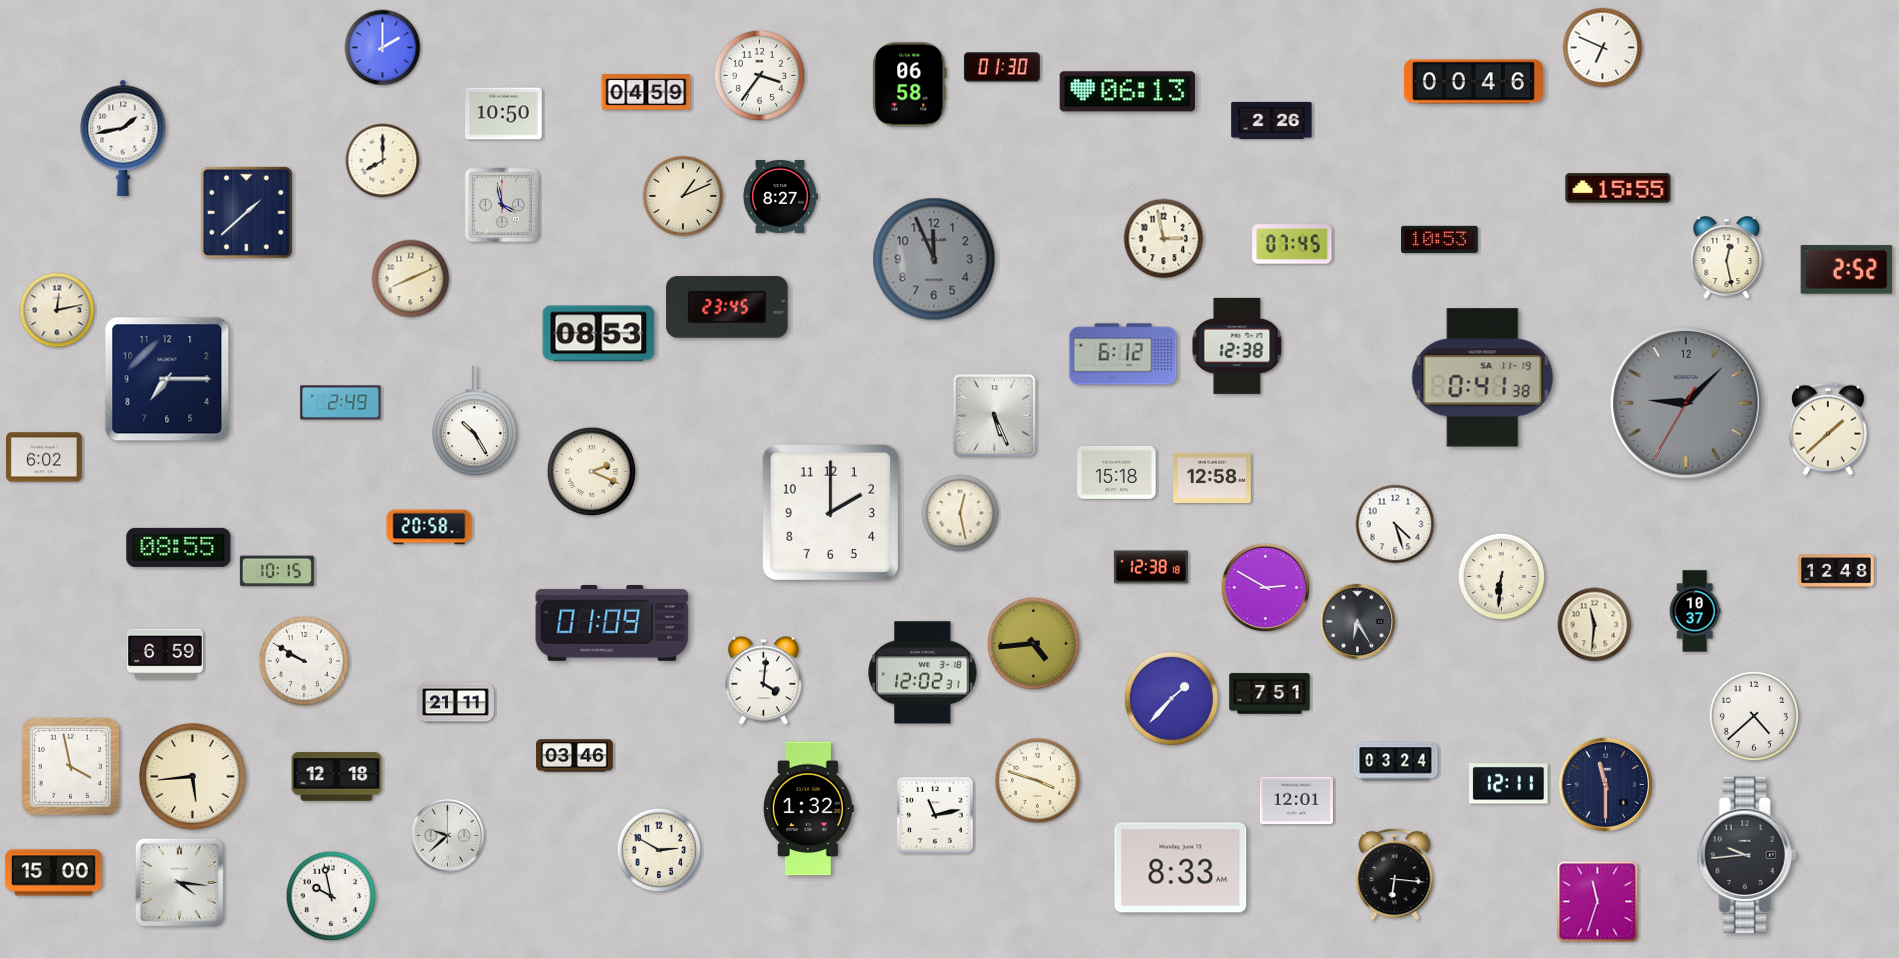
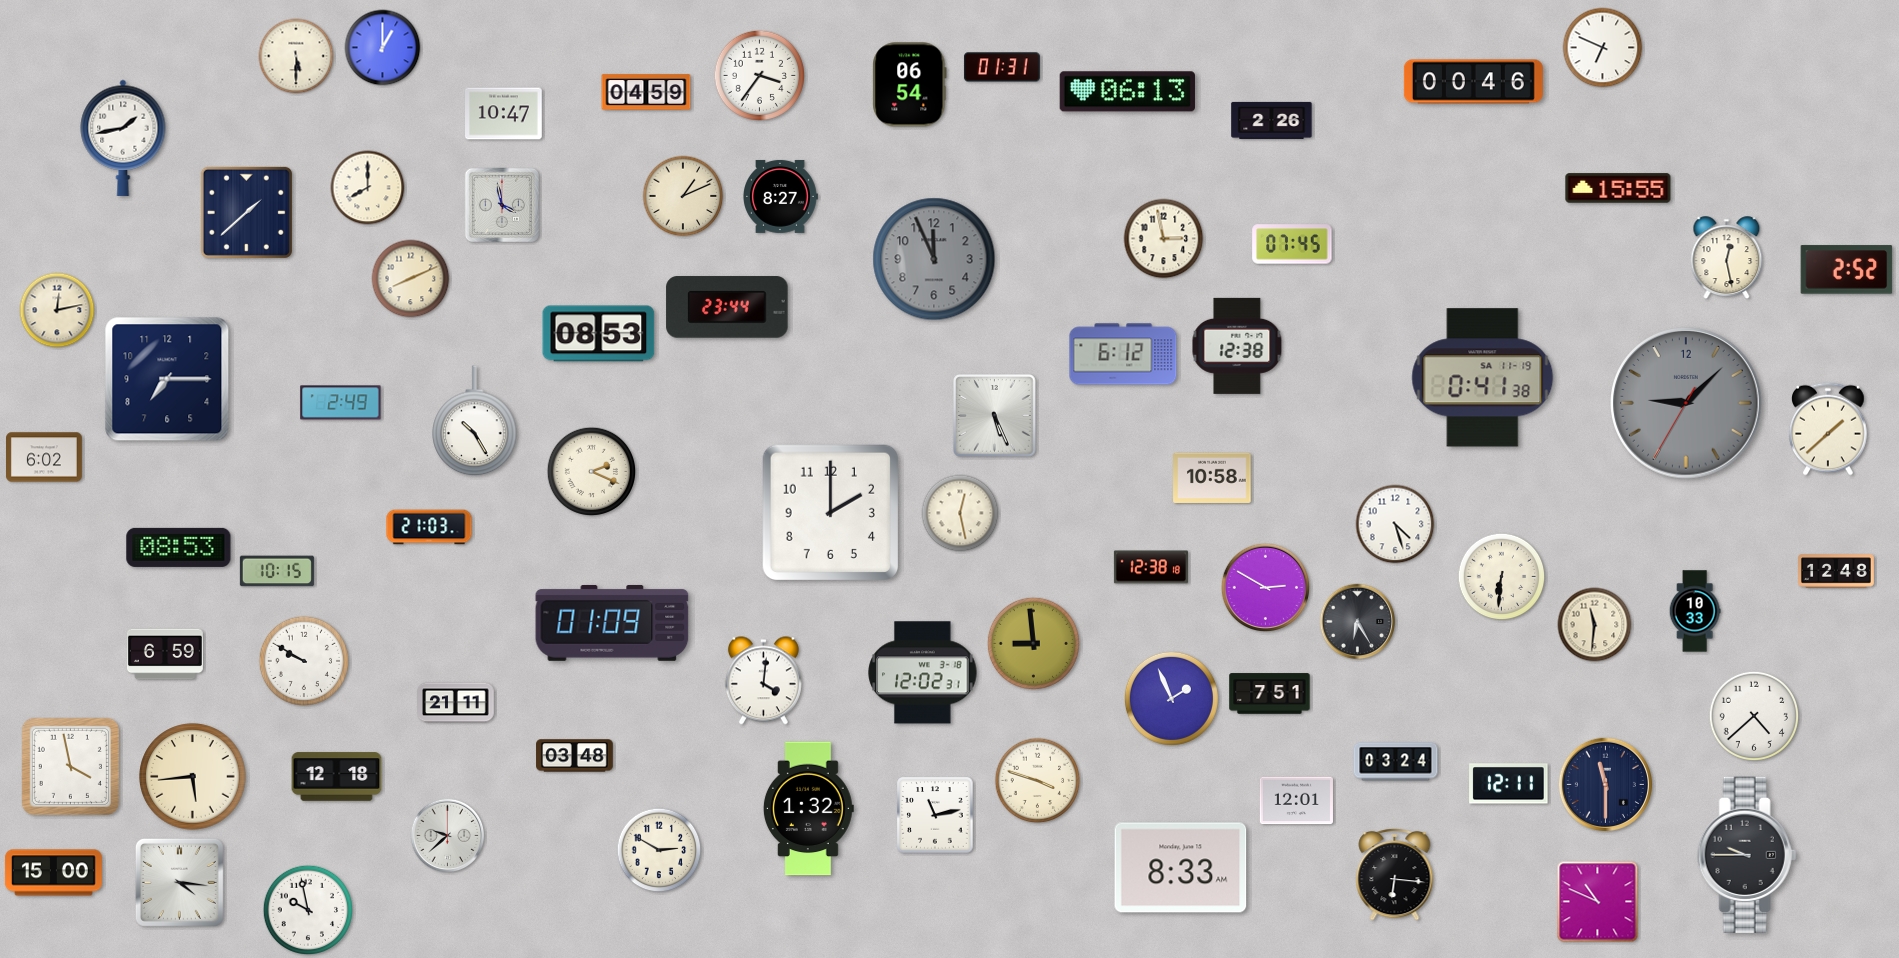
clock at (383, 48): 2:00 -> 1:00
clock at (296, 56): none -> 5:30
clock at (1002, 67): 01:30 -> 01:31
clock at (910, 85): 06:58 -> 06:54
clock at (504, 114): 10:50 -> 10:47
clock at (383, 161) position: (383, 161) -> (368, 188)
clock at (1440, 239): 10:53 -> none
clock at (727, 307): 23:45 -> 23:44
clock at (1117, 473): 15:18 -> none
clock at (1212, 478): 12:58 -> 10:58
clock at (429, 527): 20:58 -> 21:03
clock at (179, 547): 08:55 -> 08:53
clock at (1695, 611): 10:37 -> 10:33
clock at (1033, 643): 4:44 -> 8:59
clock at (1171, 698): 1:37 -> 1:56
clock at (575, 756): 03:46 -> 03:48
clock at (1747, 854): 9:44 -> 9:45
clock at (330, 895) position: (330, 895) -> (307, 909)
clock at (1598, 902): 11:33 -> 10:49
